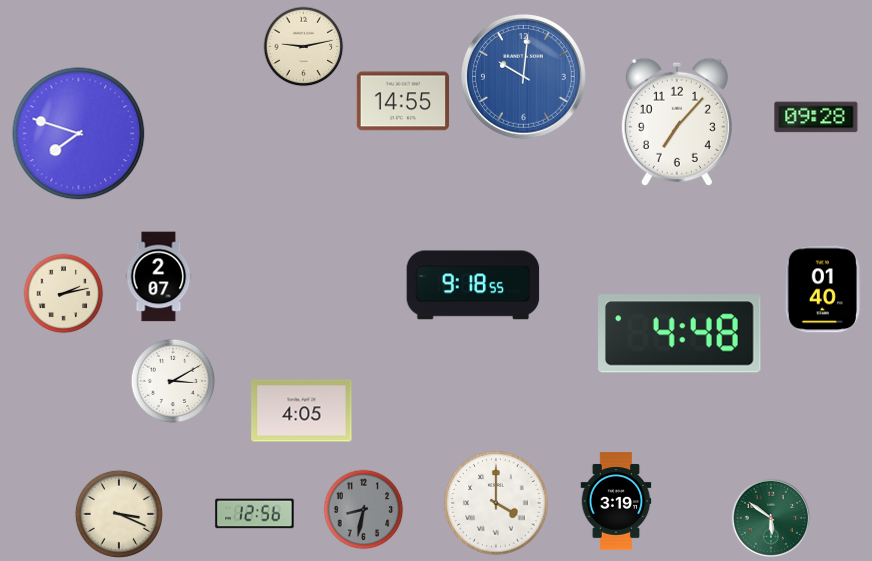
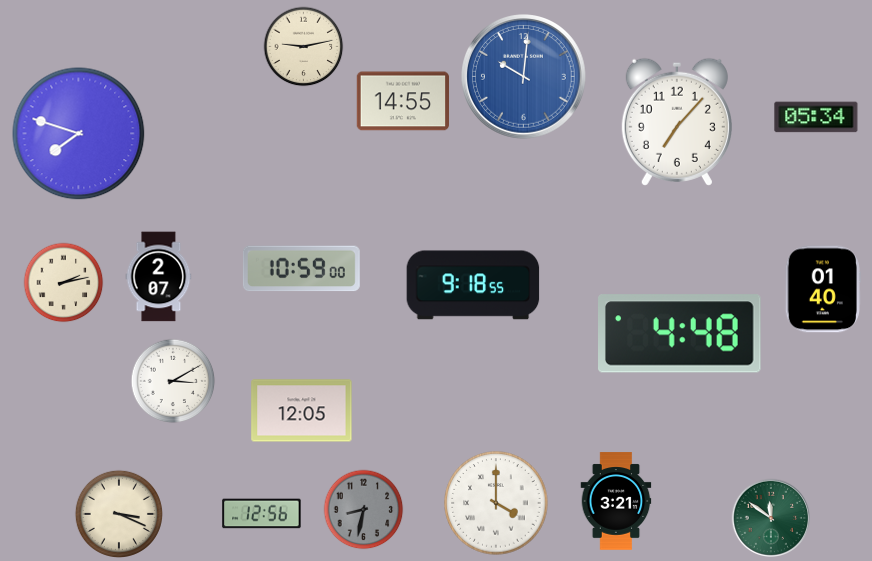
clock at (816, 117): 09:28 -> 05:34
clock at (301, 269): none -> 10:59
clock at (64, 294) position: (64, 294) -> (64, 283)
clock at (302, 411): 4:05 -> 12:05
clock at (616, 501): 3:19 -> 3:21
clock at (255, 514) position: (255, 514) -> (262, 514)
clock at (771, 518): 5:51 -> 11:51
